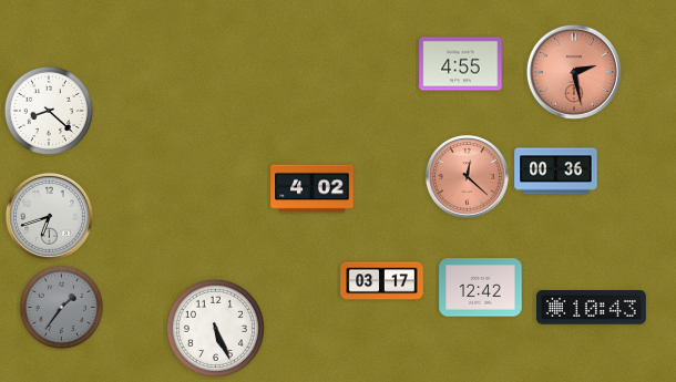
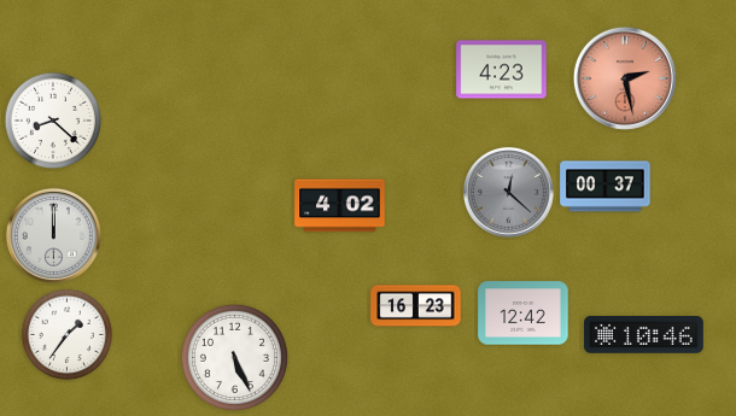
clock at (461, 64): 4:55 -> 4:23
clock at (556, 172): 00:36 -> 00:37
clock at (467, 176) dial: salmon -> grey
clock at (49, 216): 6:42 -> 12:00
clock at (382, 281): 03:17 -> 16:23
clock at (62, 308) dial: grey -> white
clock at (592, 308): 10:43 -> 10:46
